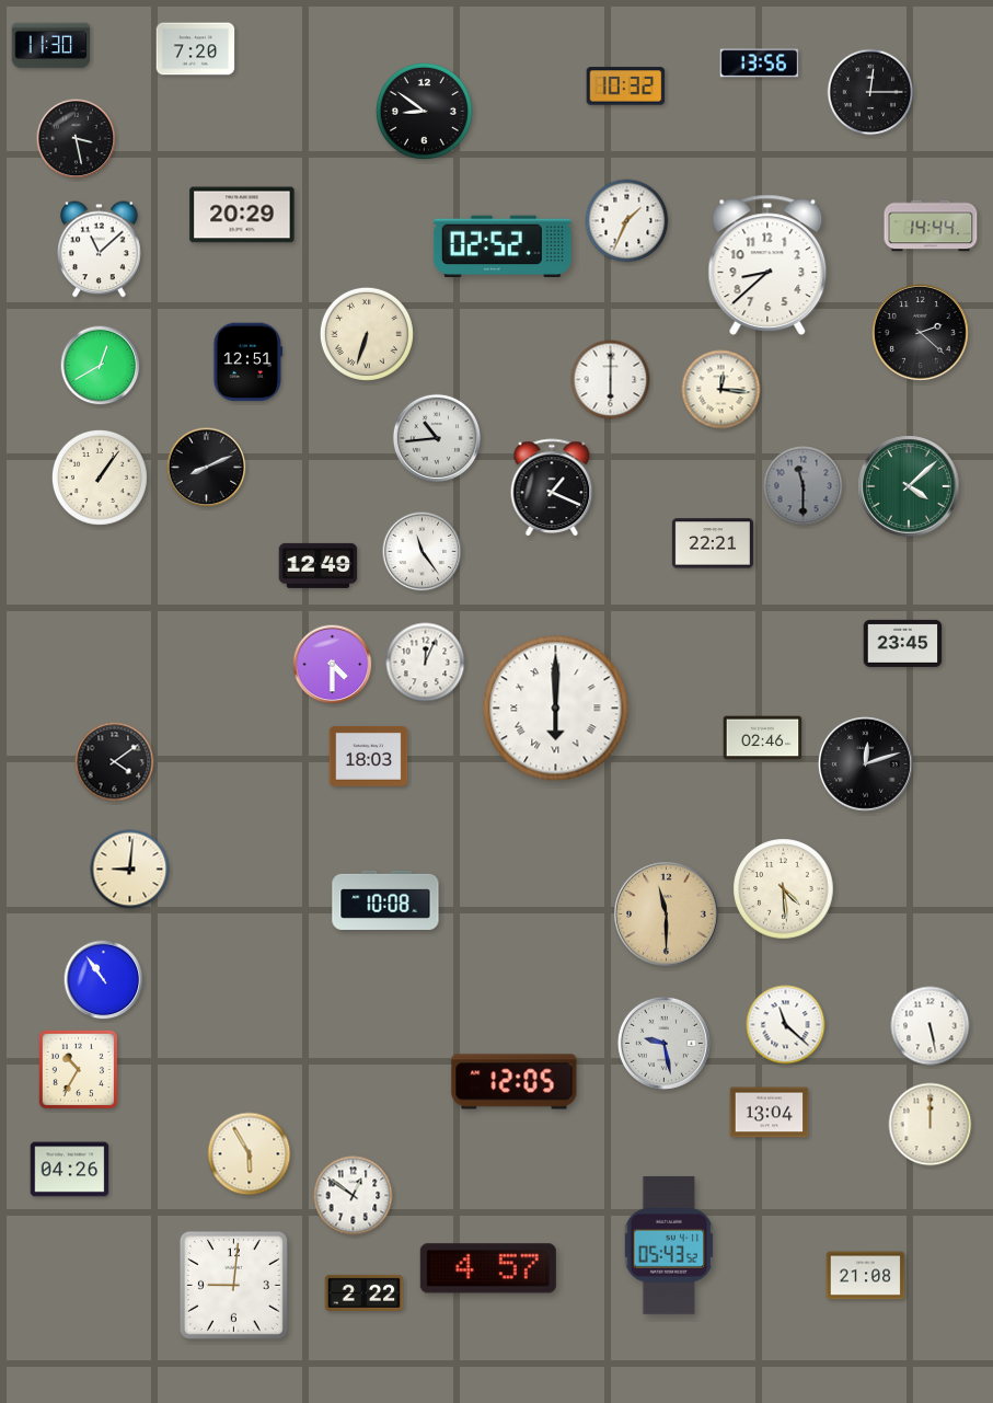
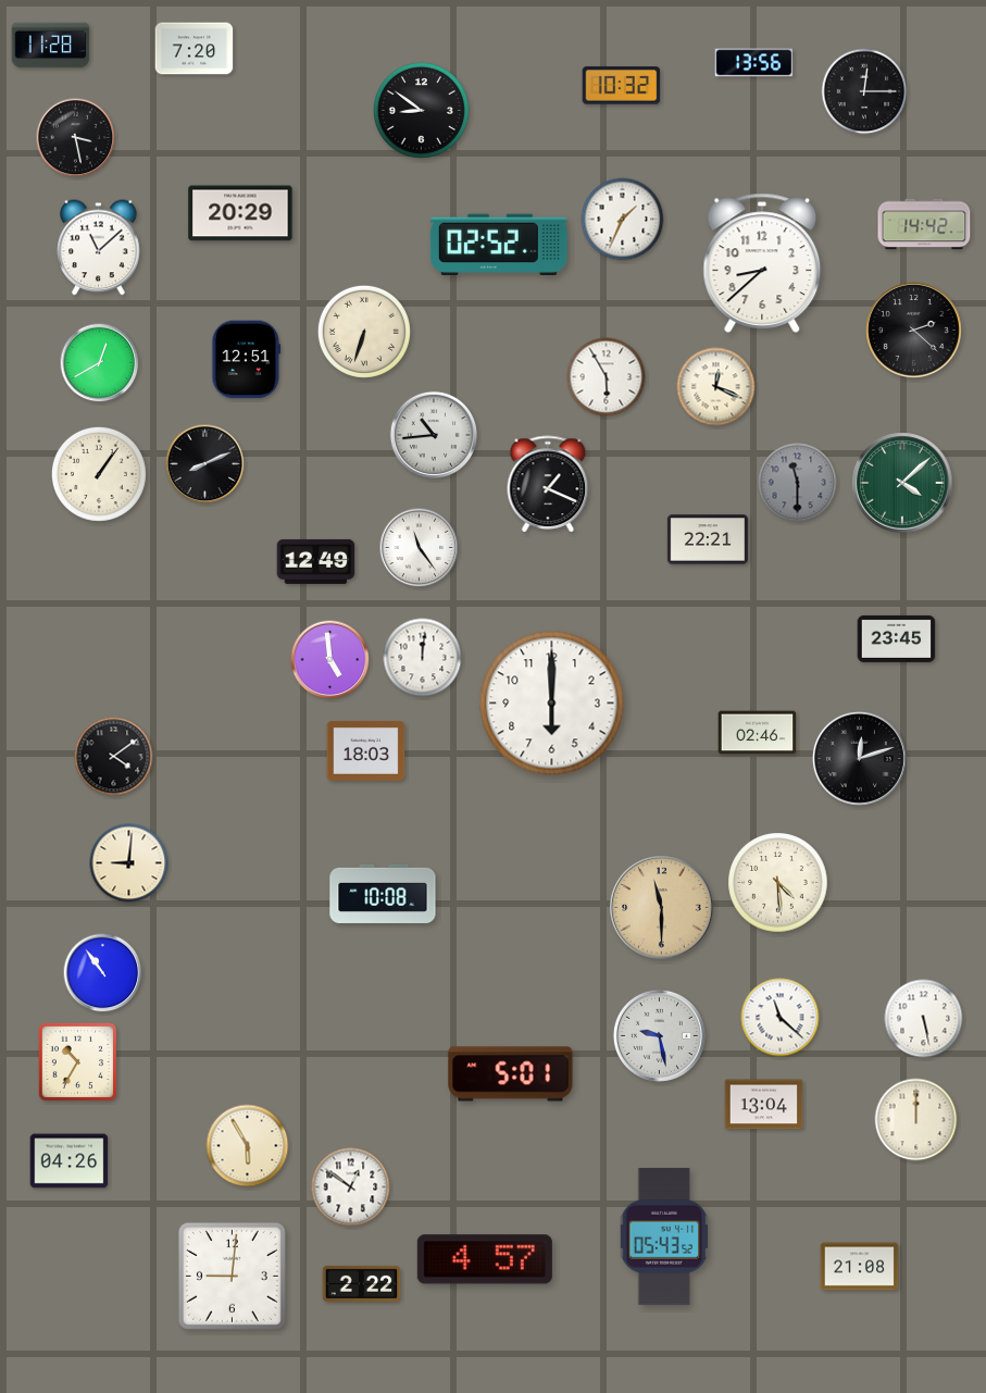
clock at (51, 46): 11:30 -> 11:28
clock at (931, 226): 14:44 -> 14:42
clock at (611, 380): 6:00 -> 5:55
clock at (721, 390): 12:16 -> 12:19
clock at (426, 663): 12:04 -> 12:01
clock at (333, 665): 4:30 -> 4:59
clock at (556, 709) numerals: Roman -> Arabic
clock at (515, 1082): 12:05 -> 5:01
clock at (931, 1125) position: (931, 1125) -> (916, 1120)
